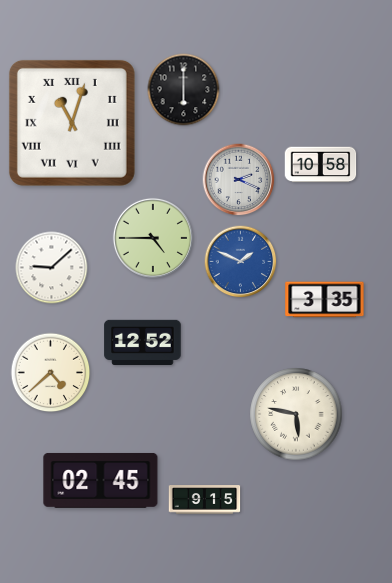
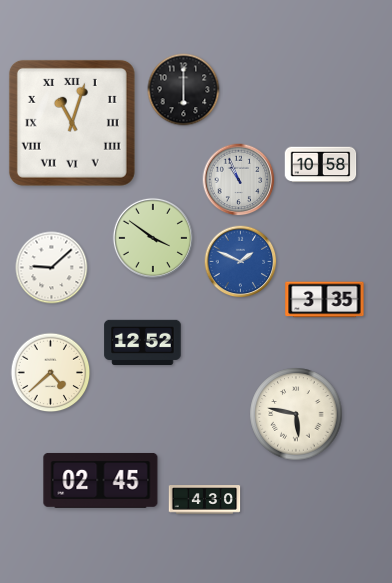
clock at (239, 180): 2:19 -> 10:56
clock at (153, 238): 4:45 -> 3:51
clock at (205, 500): 9:15 -> 4:30
